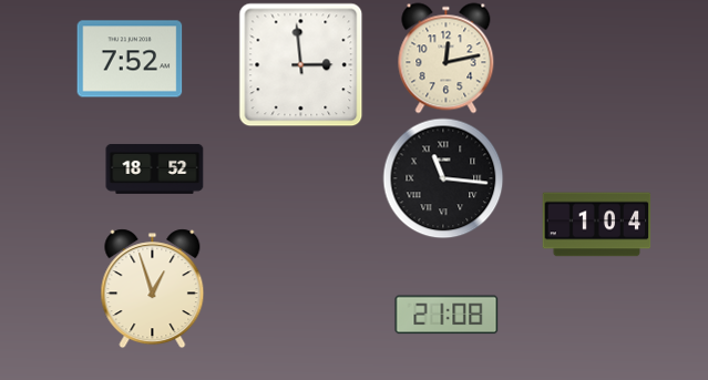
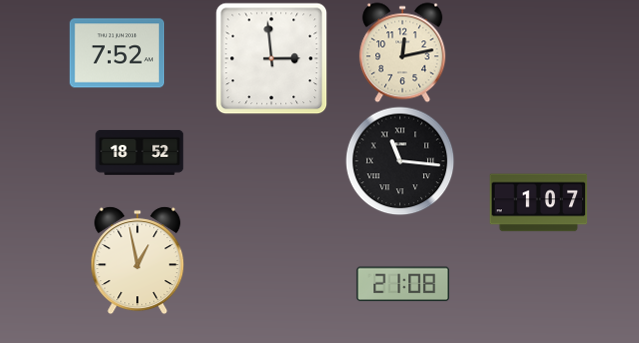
clock at (597, 225): 1:04 -> 1:07
clock at (153, 289): 12:57 -> 12:58
